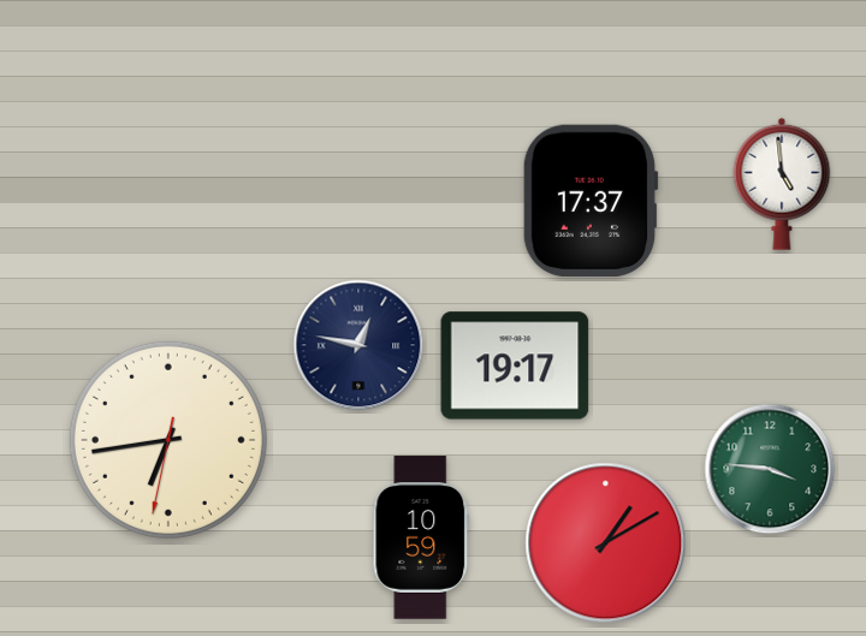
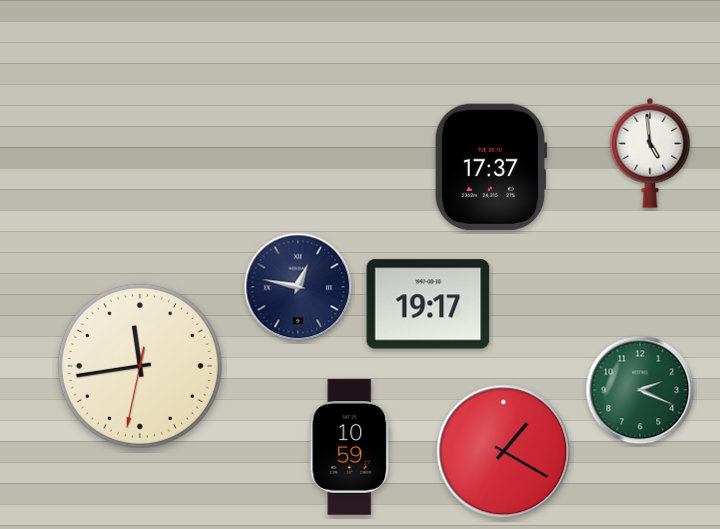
clock at (168, 440): 6:43 -> 11:43
clock at (770, 469): 3:46 -> 2:19
clock at (606, 543): 1:10 -> 1:20
